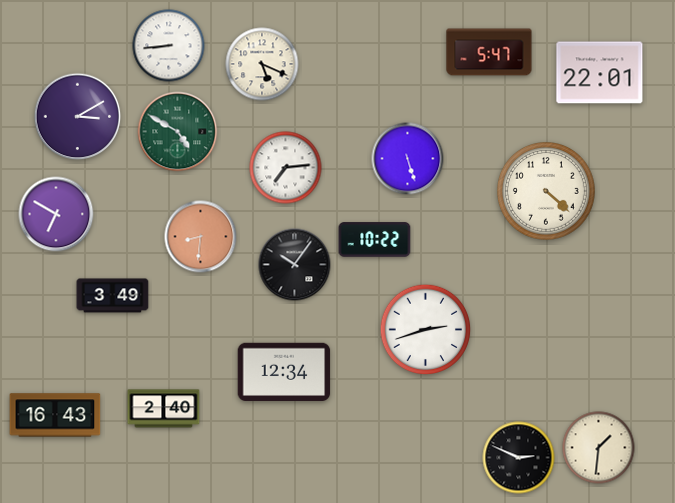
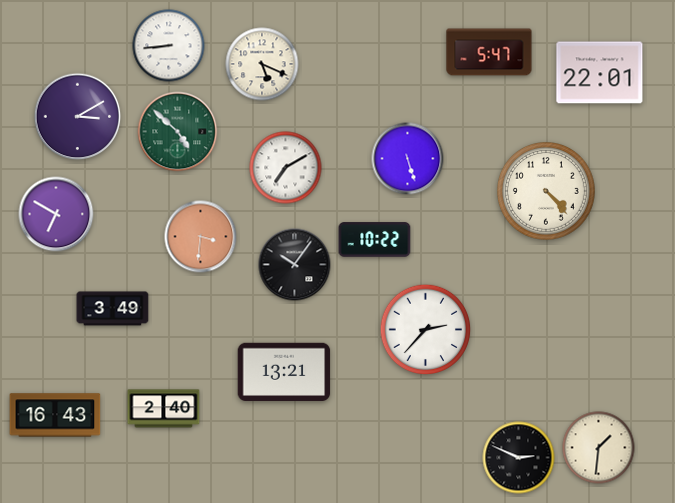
clock at (178, 132): 4:50 -> 4:52
clock at (286, 168): 7:14 -> 7:10
clock at (547, 192): 4:22 -> 4:23
clock at (201, 237): 8:31 -> 3:31
clock at (113, 296) position: (113, 296) -> (113, 309)
clock at (426, 330): 2:42 -> 2:37
clock at (284, 371): 12:34 -> 13:21
